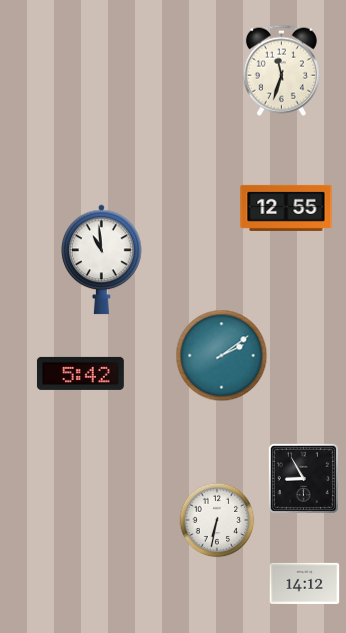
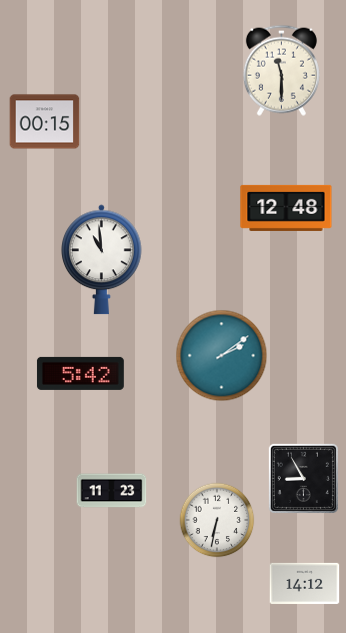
clock at (281, 70): 11:33 -> 11:30
clock at (45, 122): none -> 00:15
clock at (286, 208): 12:55 -> 12:48
clock at (112, 491): none -> 11:23
